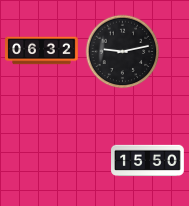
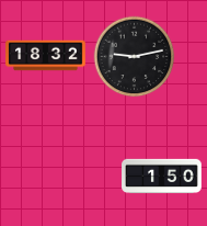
clock at (42, 51): 06:32 -> 18:32
clock at (148, 161): 15:50 -> 1:50
